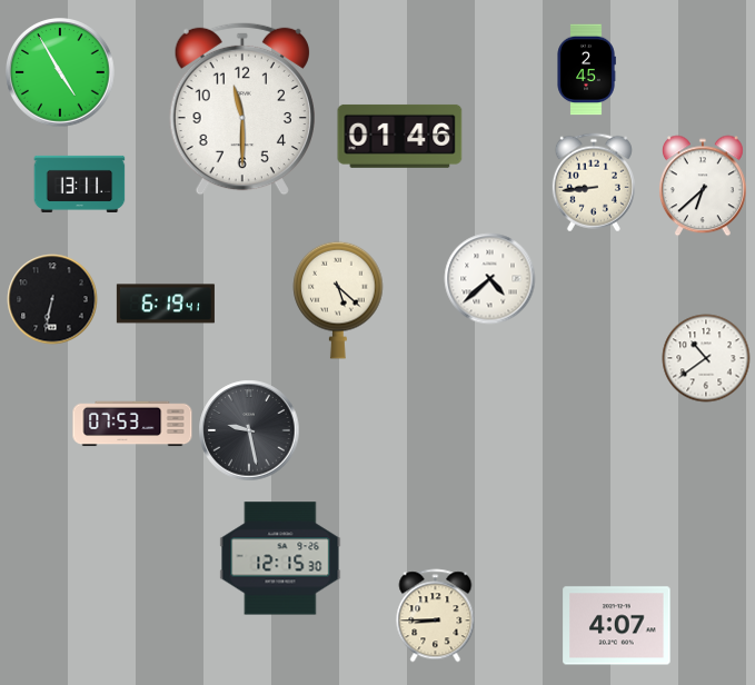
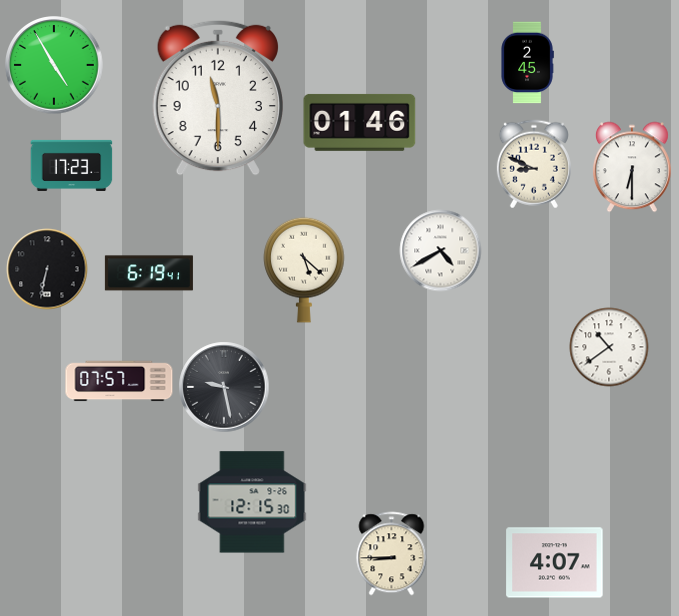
clock at (594, 182): 8:44 -> 8:49
clock at (80, 183): 13:11 -> 17:23
clock at (703, 186): 6:38 -> 6:30
clock at (490, 279): 4:38 -> 4:40
clock at (706, 358) position: (706, 358) -> (609, 347)
clock at (132, 424): 07:53 -> 07:57
